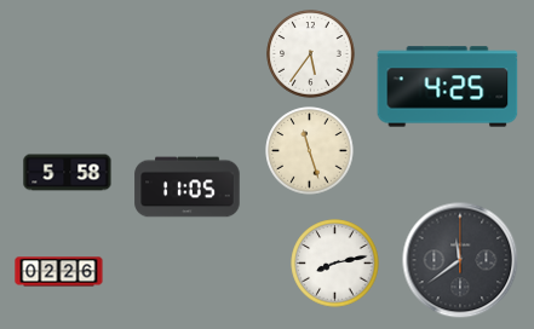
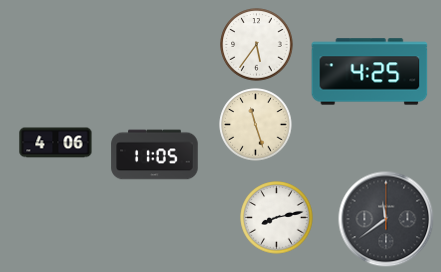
clock at (68, 173): 5:58 -> 4:06
clock at (460, 260) position: (460, 260) -> (386, 219)
clock at (59, 272): 02:26 -> none
